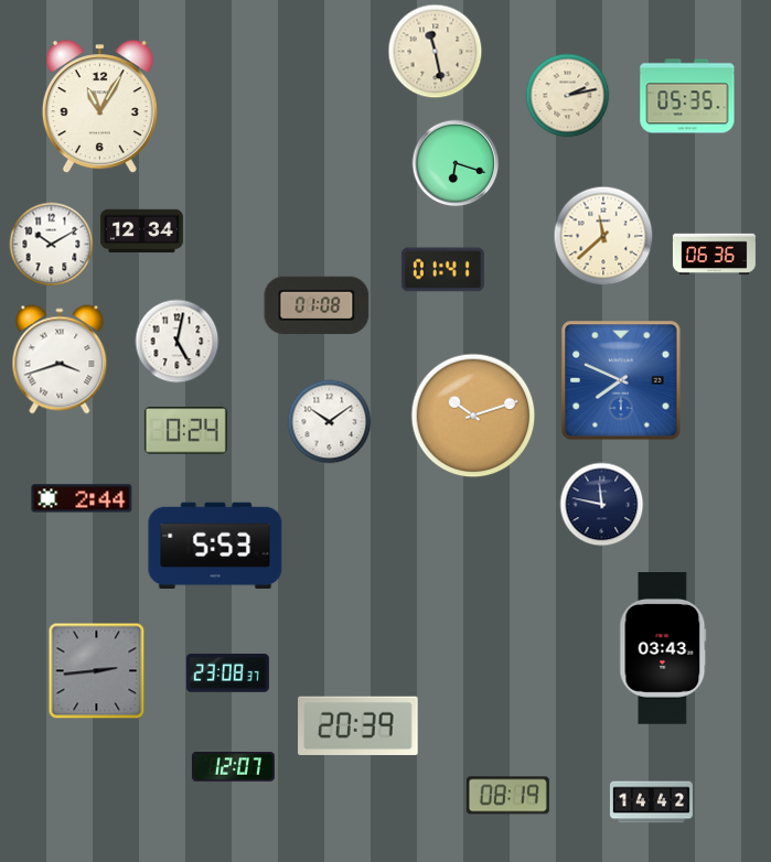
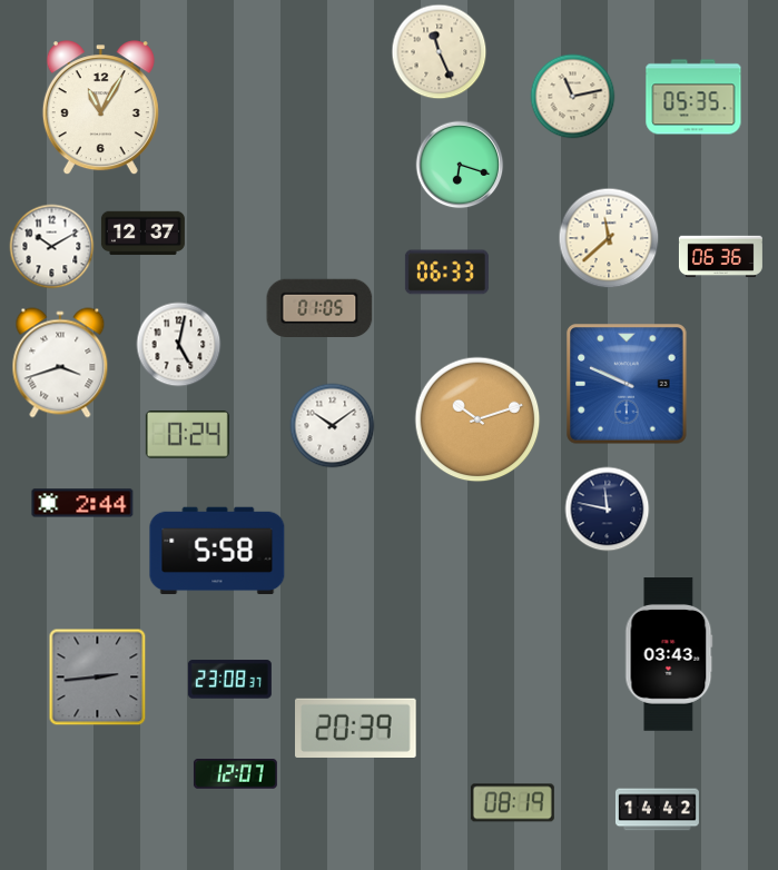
clock at (436, 52): 11:28 -> 11:26
clock at (568, 96): 2:13 -> 11:13
clock at (141, 231): 12:34 -> 12:37
clock at (442, 270): 01:41 -> 06:33
clock at (317, 304): 01:08 -> 01:05
clock at (621, 380): 7:49 -> 9:49
clock at (215, 546): 5:53 -> 5:58
clock at (358, 725) position: (358, 725) -> (356, 728)
